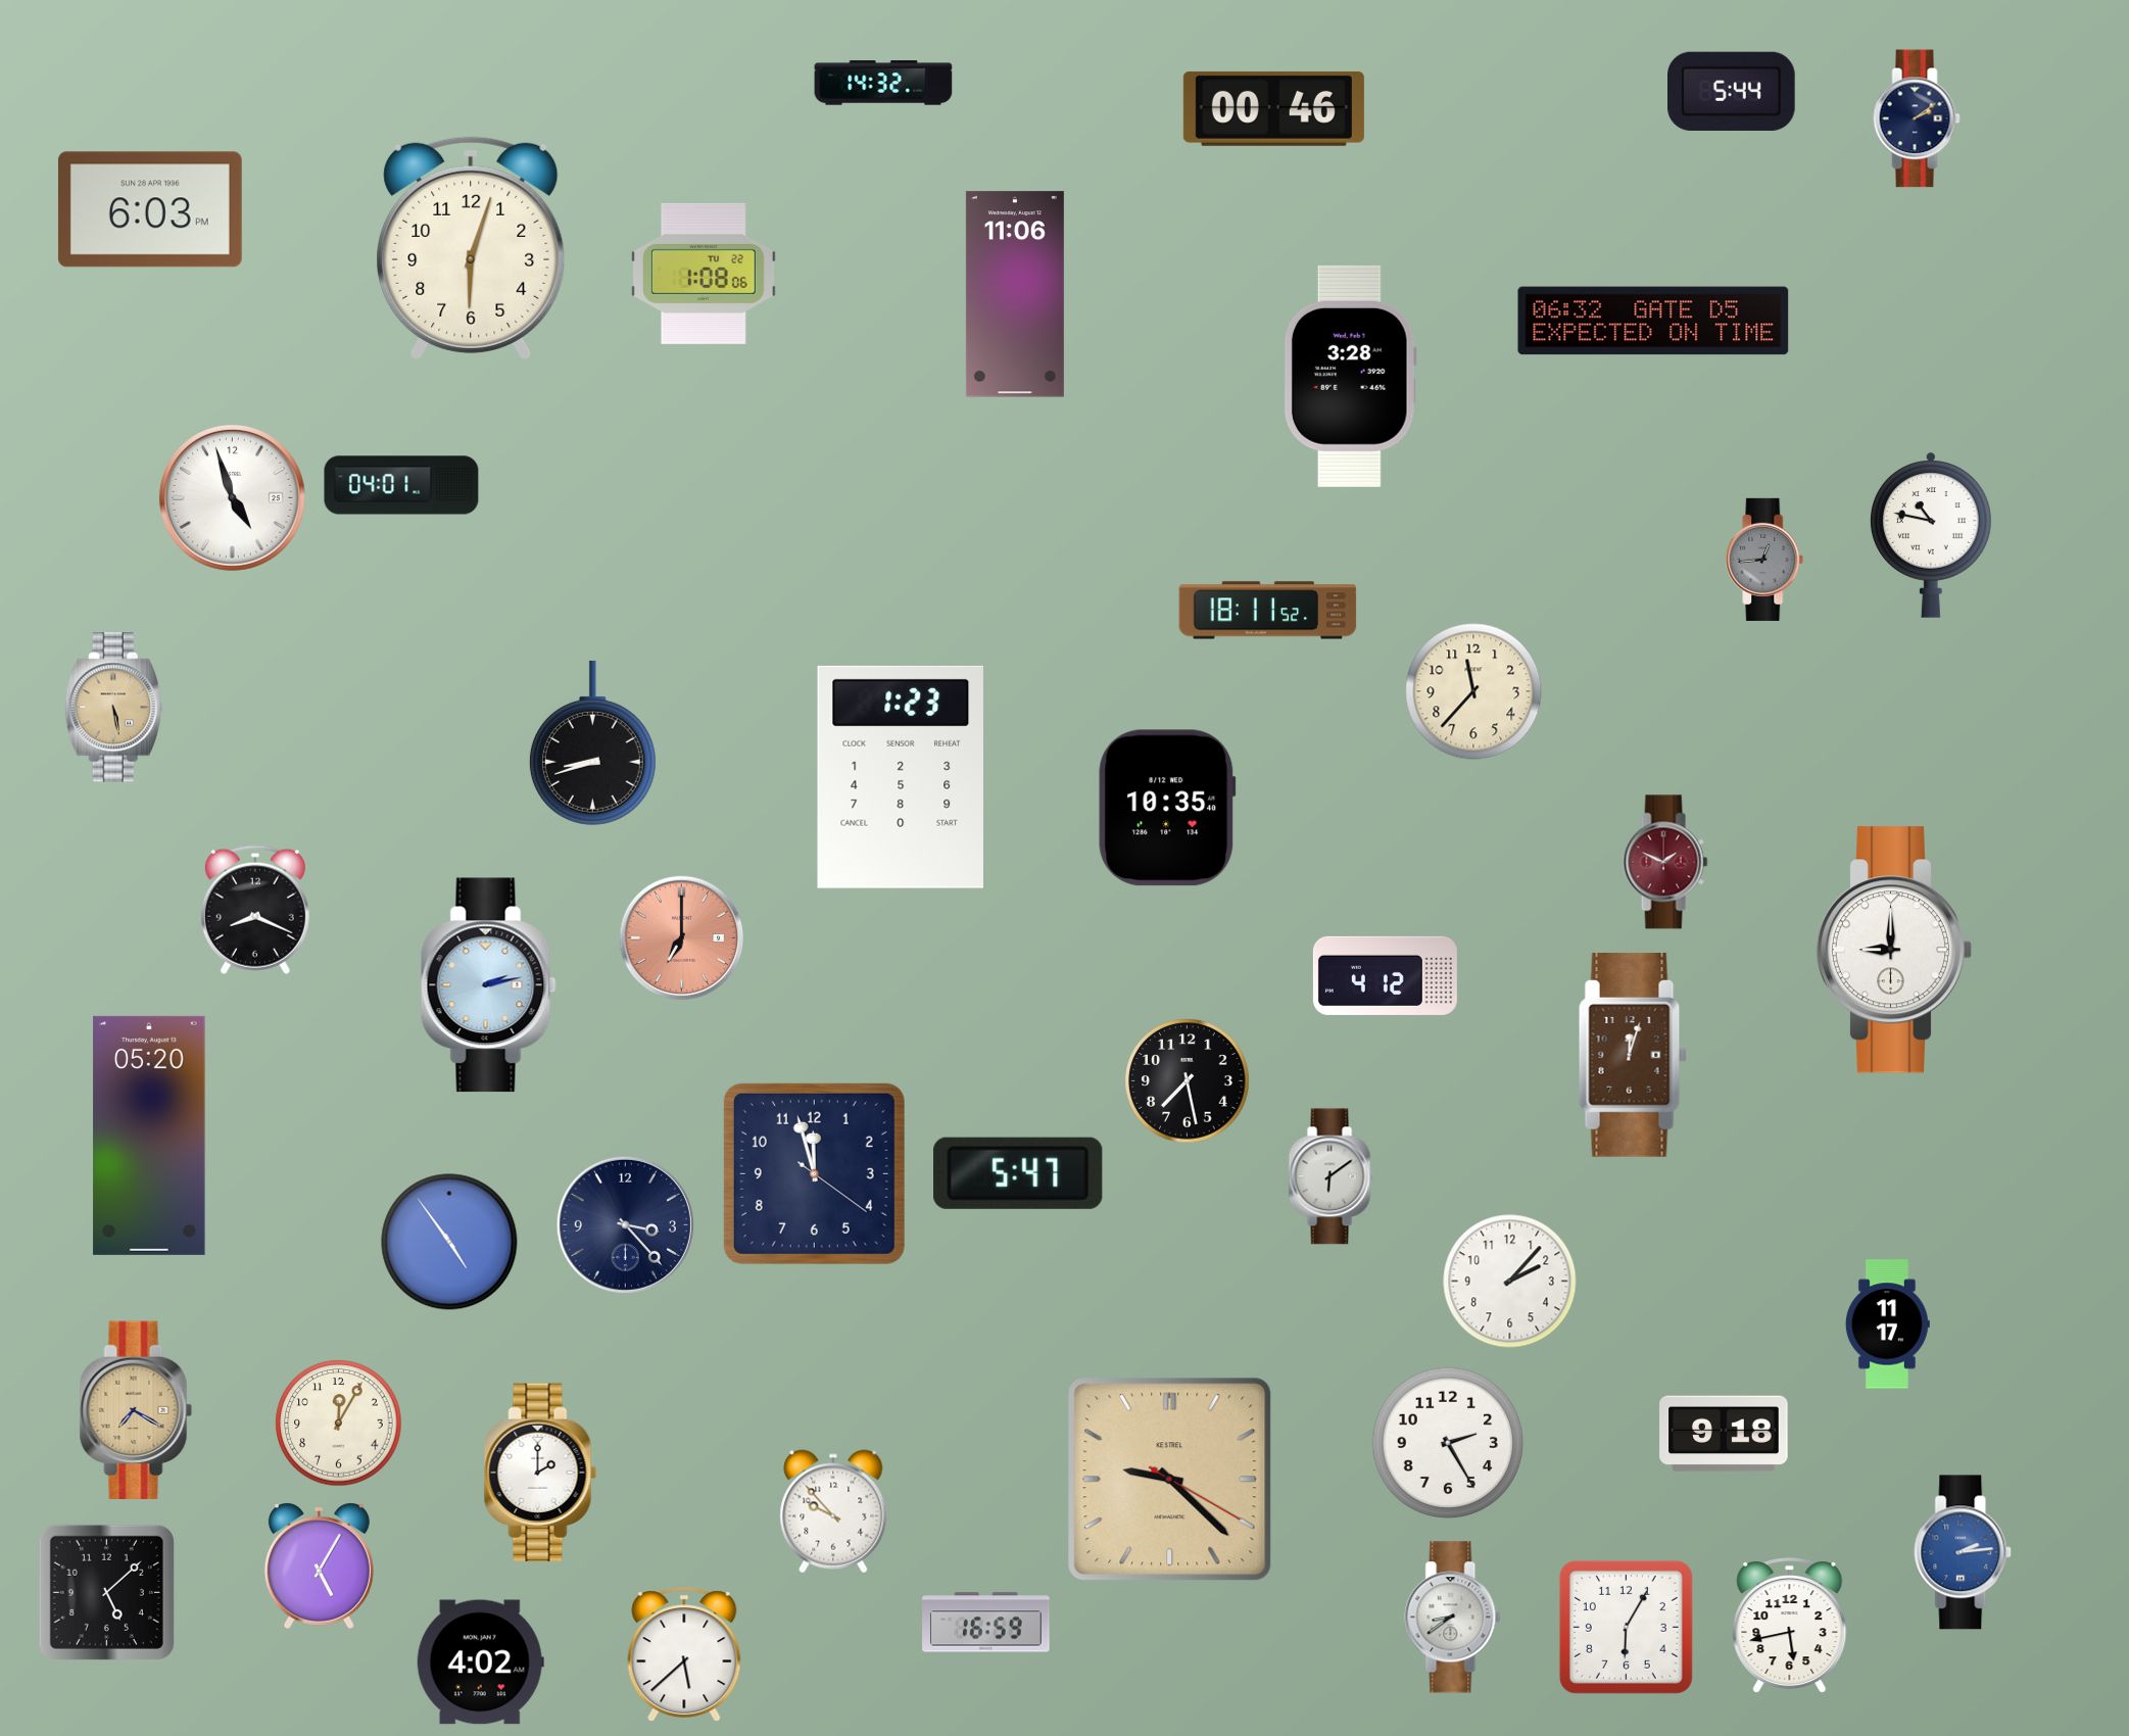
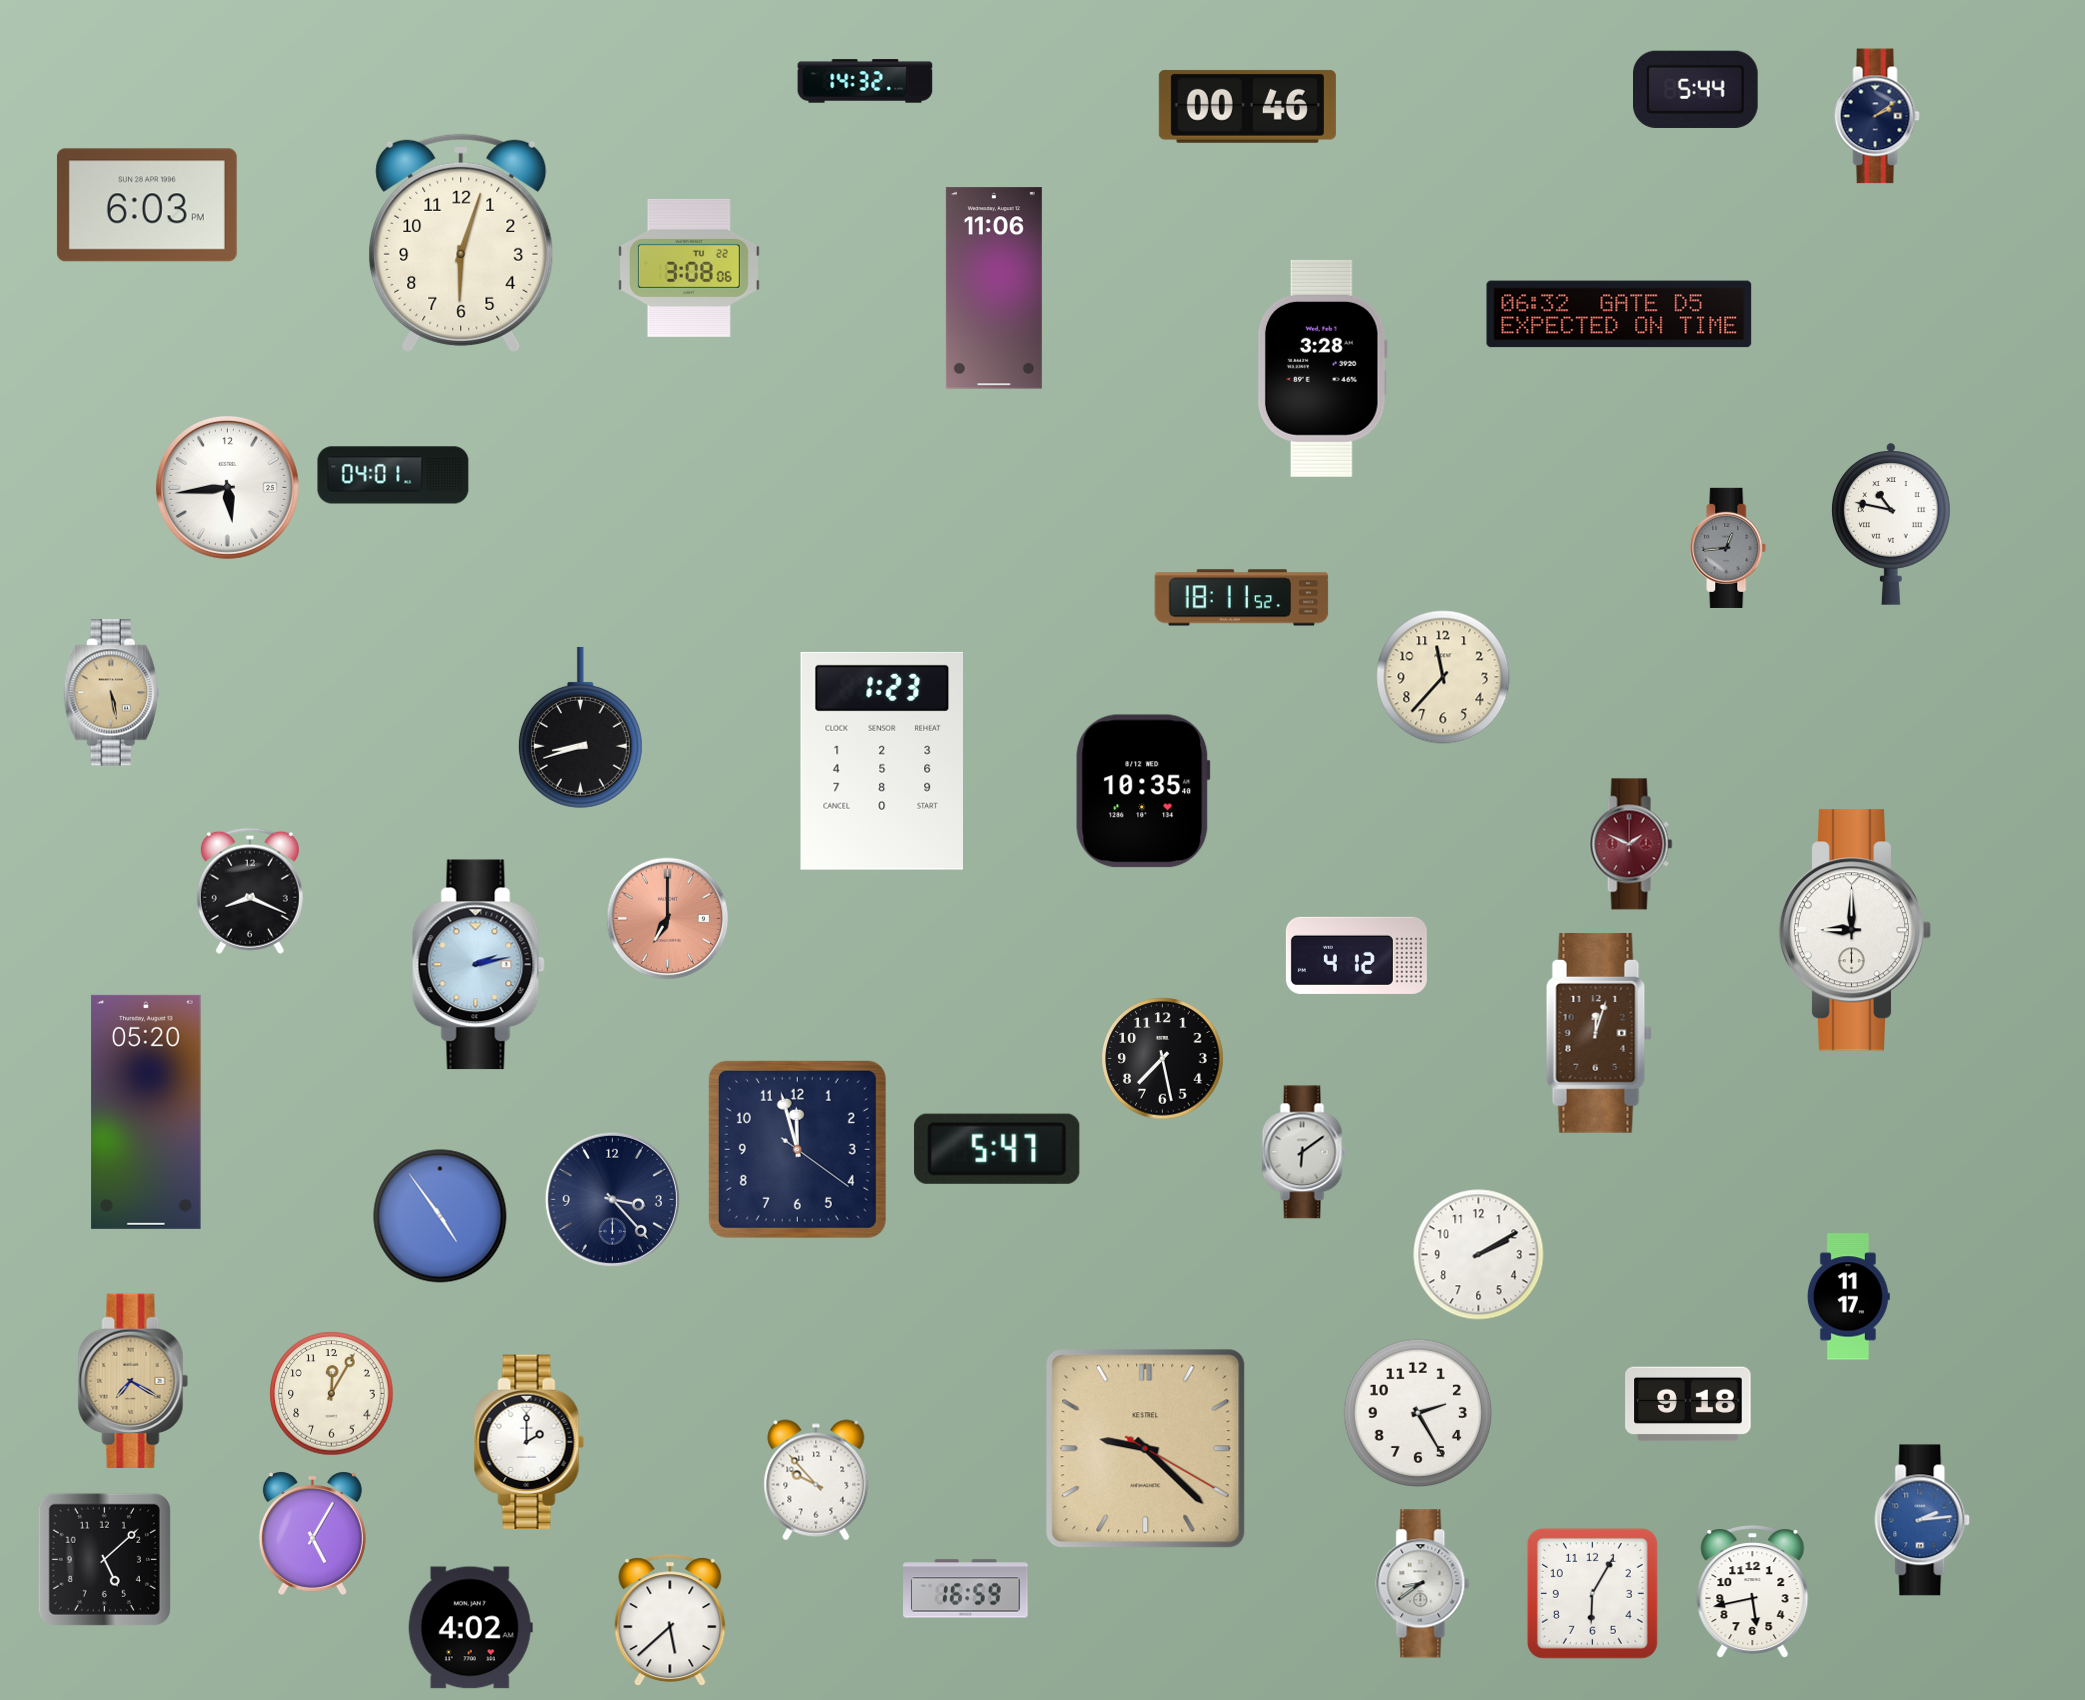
clock at (704, 274): 1:08 -> 3:08
clock at (232, 497): 4:57 -> 5:44
clock at (1510, 1282): 2:07 -> 2:10
